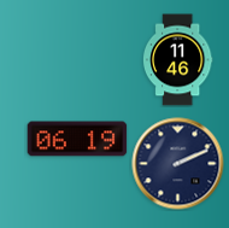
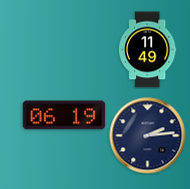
clock at (177, 60): 11:46 -> 11:49
clock at (178, 164): 2:11 -> 2:14
